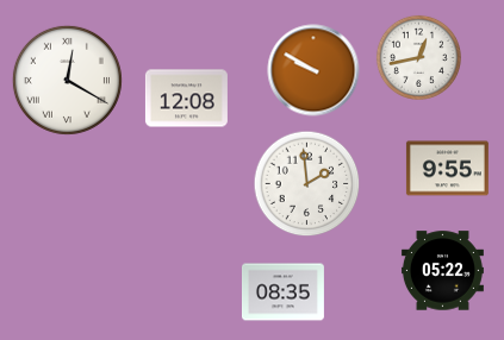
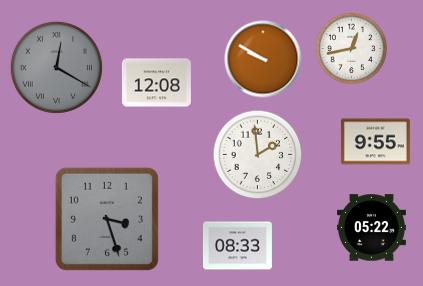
clock at (67, 80) dial: white -> grey
clock at (107, 219): none -> 3:27
clock at (282, 292): 08:35 -> 08:33
